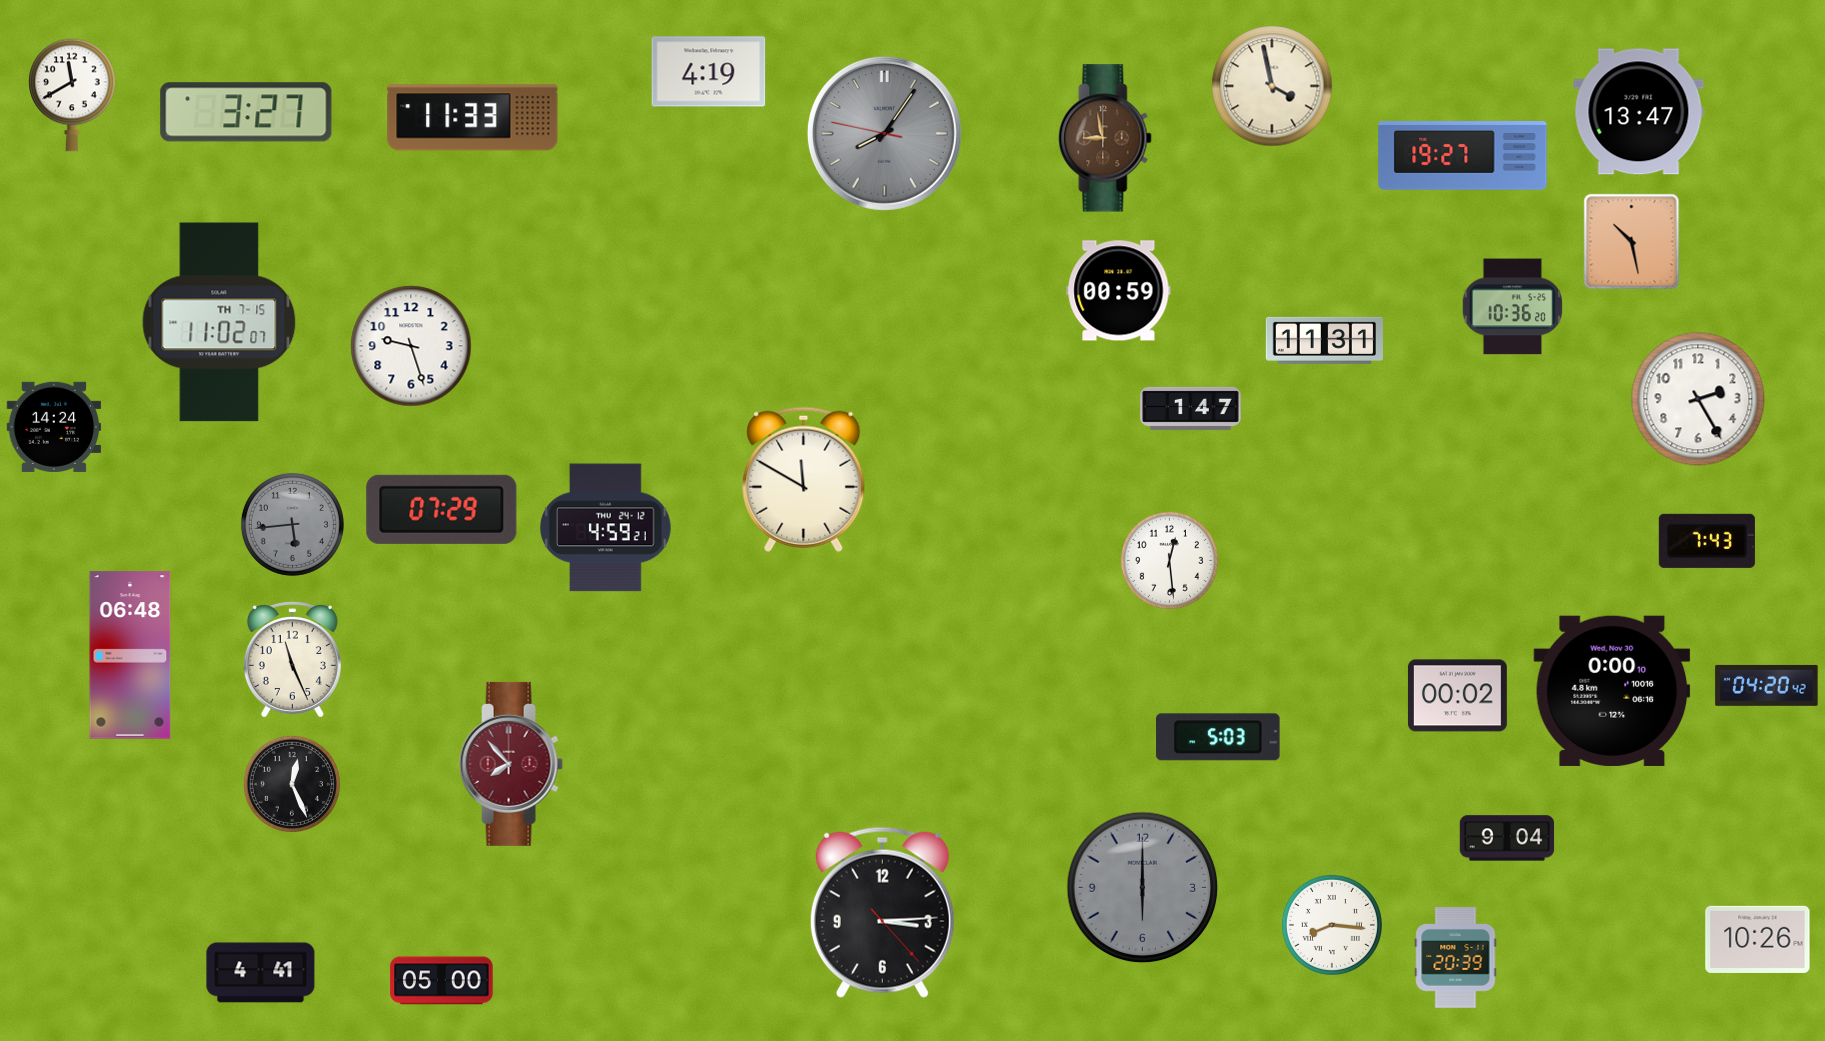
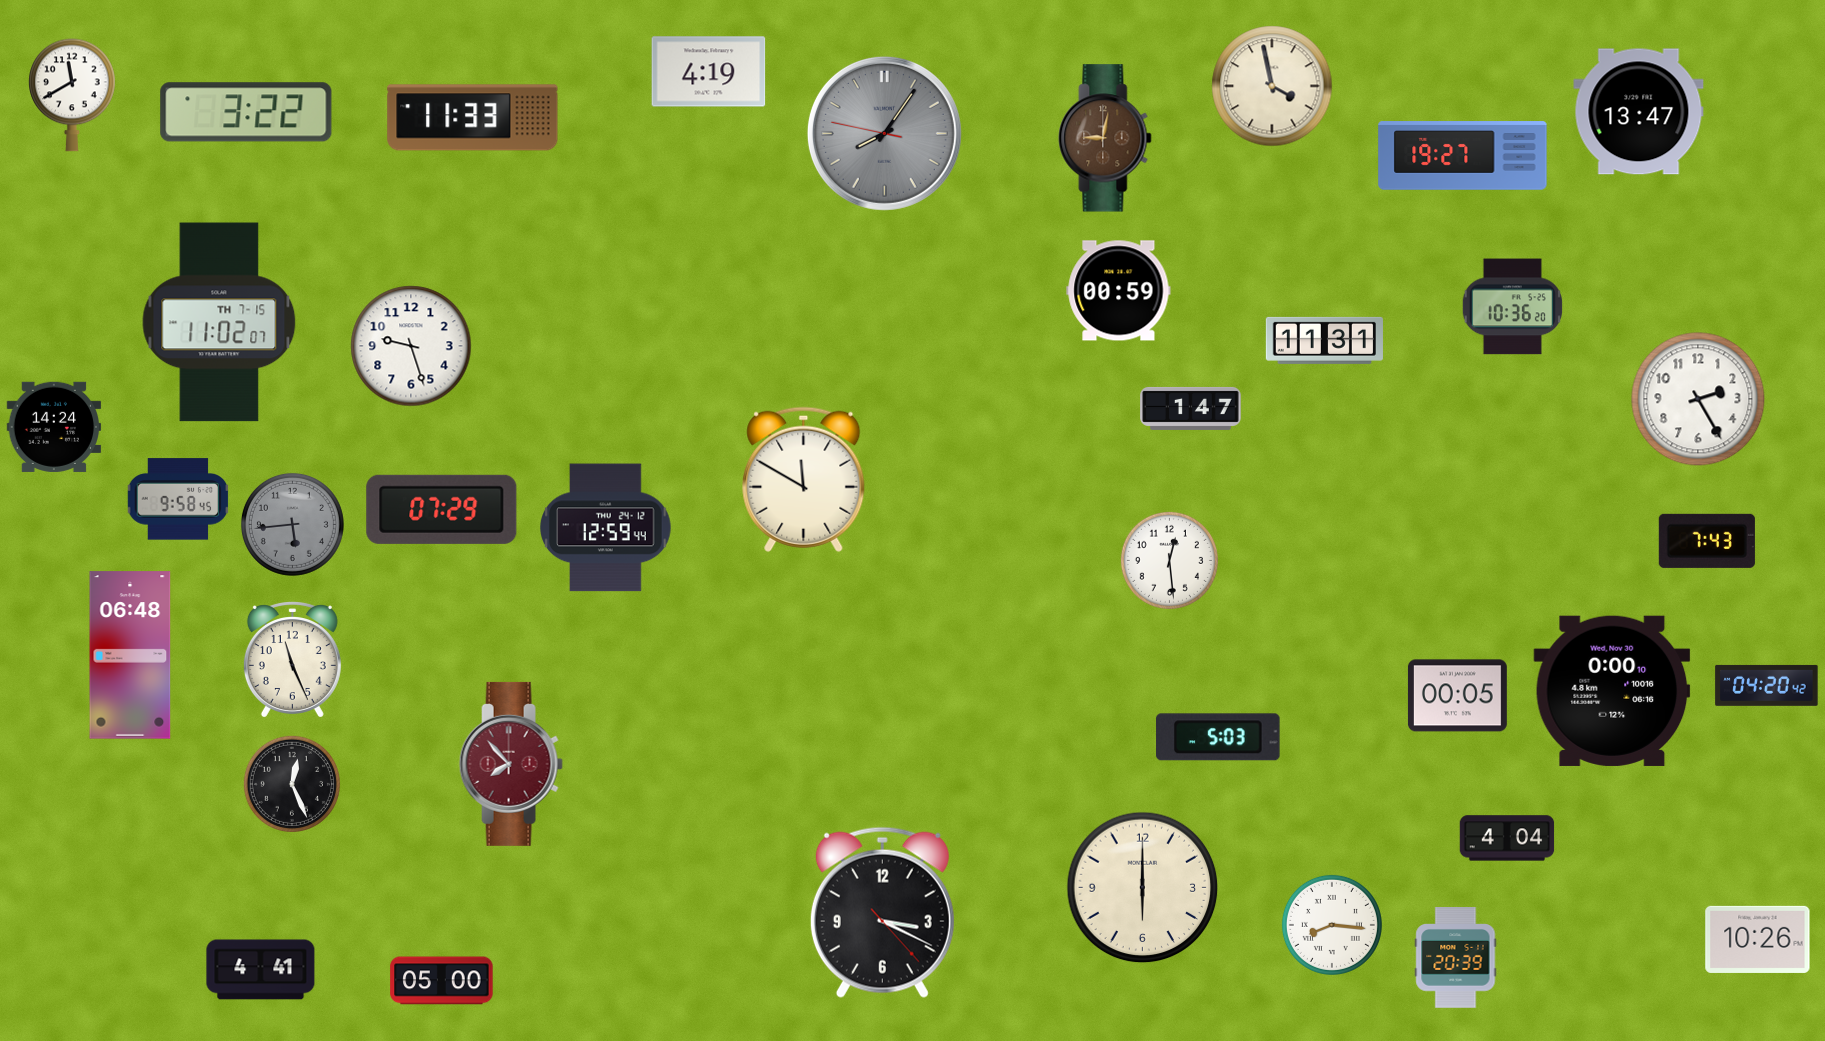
clock at (246, 112): 3:27 -> 3:22
clock at (1105, 138): 8:58 -> 9:02
clock at (1632, 242): 10:28 -> none
clock at (178, 499): none -> 9:58
clock at (606, 528): 4:59 -> 12:59
clock at (1457, 696): 00:02 -> 00:05
clock at (1507, 838): 9:04 -> 4:04
clock at (1143, 888) dial: grey -> cream
clock at (882, 912): 3:14 -> 3:19
clock at (261, 973) position: (261, 973) -> (261, 970)
